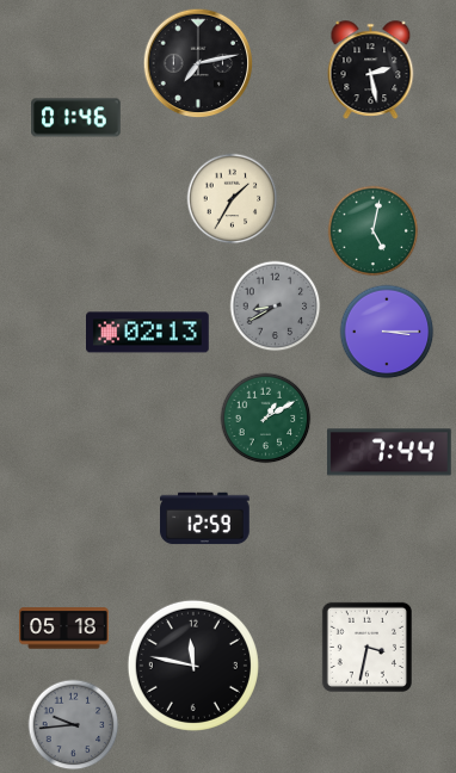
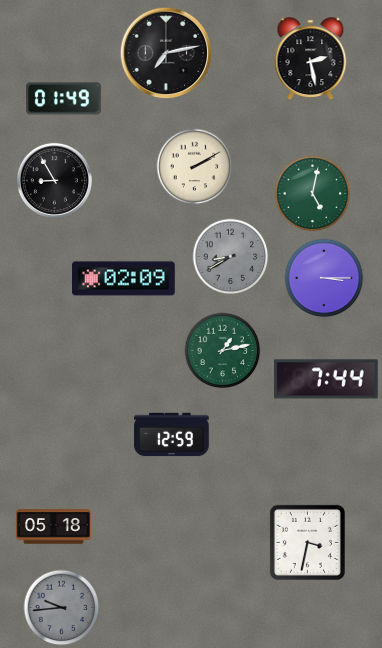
clock at (76, 118): 01:46 -> 01:49
clock at (233, 199): 1:35 -> 2:10
clock at (54, 180): none -> 8:55
clock at (148, 333): 02:13 -> 02:09
clock at (266, 419): 1:10 -> 1:13
clock at (193, 666): 11:47 -> none
